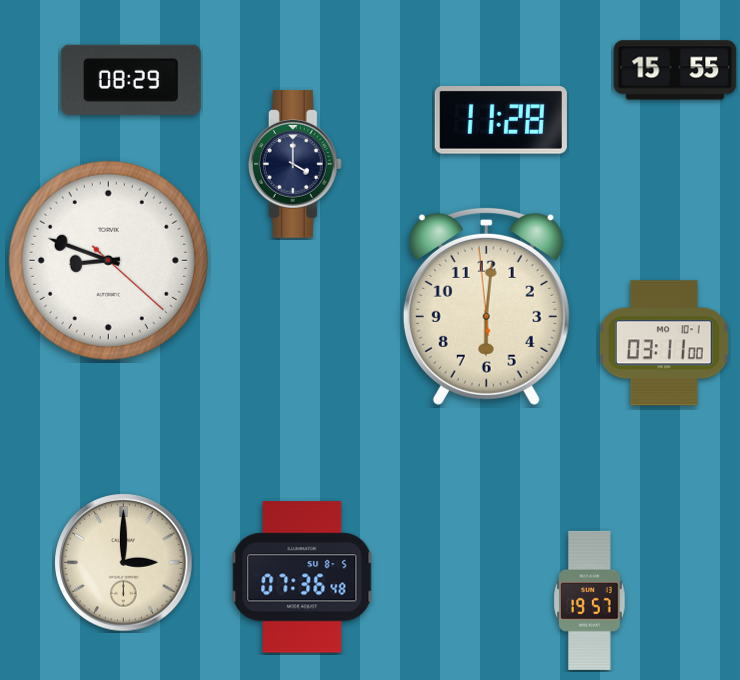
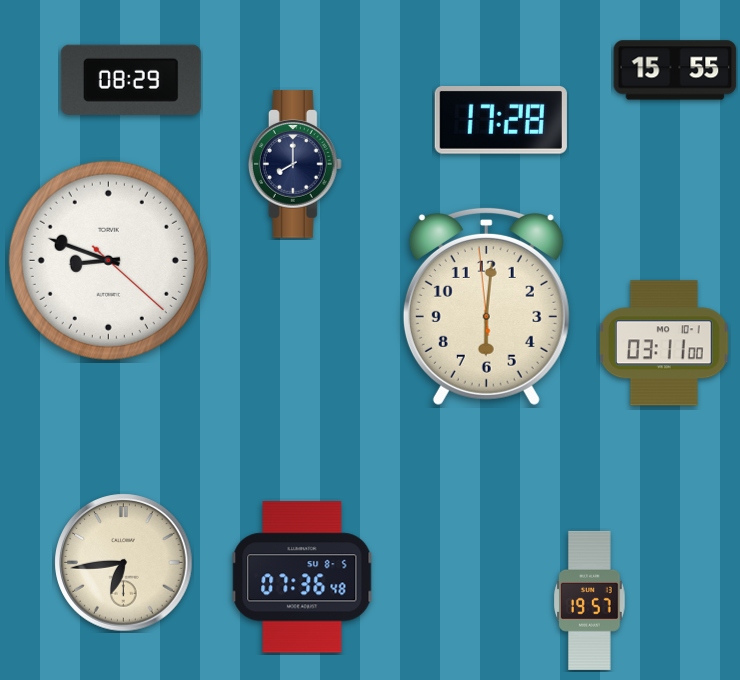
clock at (501, 121): 11:28 -> 17:28
clock at (295, 164): 4:00 -> 8:00
clock at (124, 563): 3:00 -> 6:44
